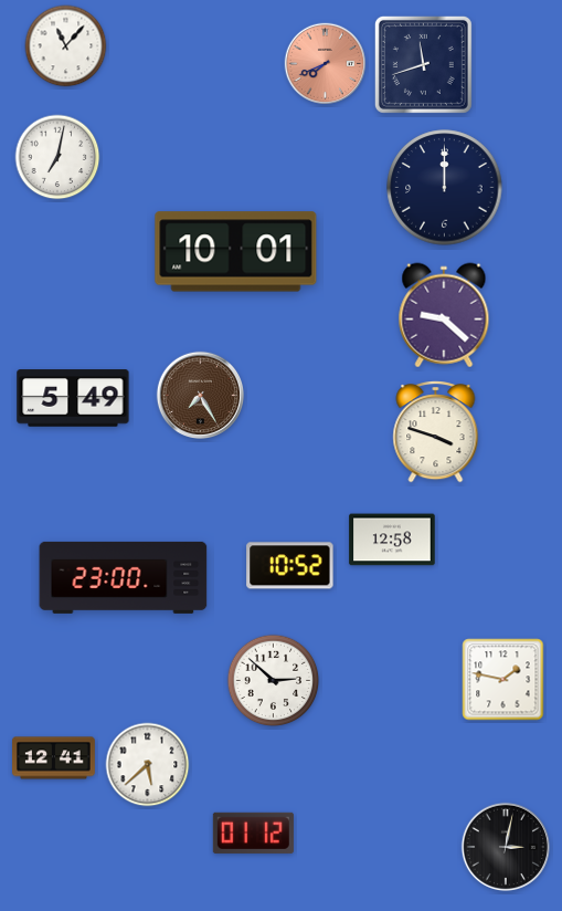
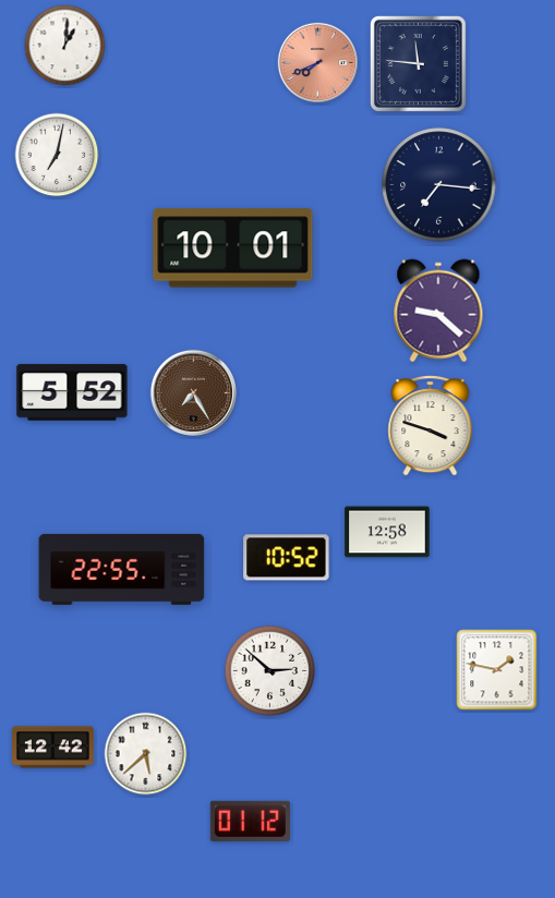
clock at (66, 46): 11:07 -> 1:01
clock at (326, 64) position: (326, 64) -> (318, 63)
clock at (423, 64): 11:42 -> 11:46
clock at (445, 188): 12:00 -> 7:16
clock at (200, 395) position: (200, 395) -> (193, 392)
clock at (73, 398): 5:49 -> 5:52
clock at (124, 577): 23:00 -> 22:55
clock at (54, 758): 12:41 -> 12:42
clock at (505, 846): 3:02 -> none
